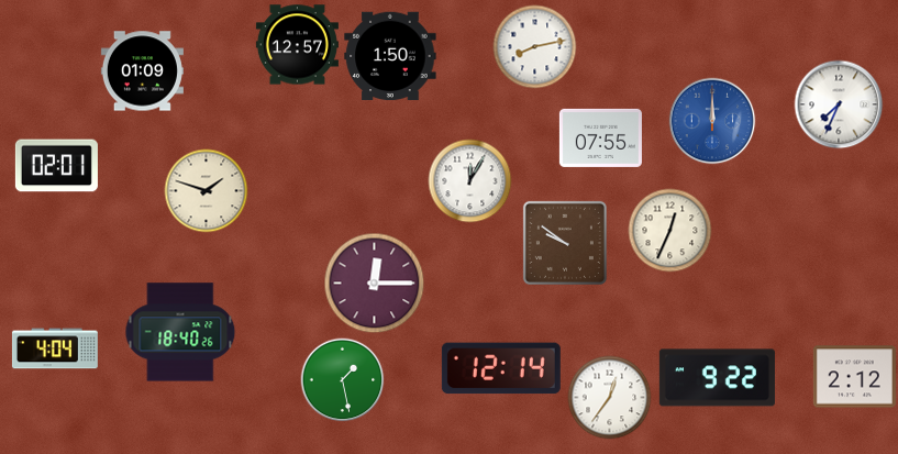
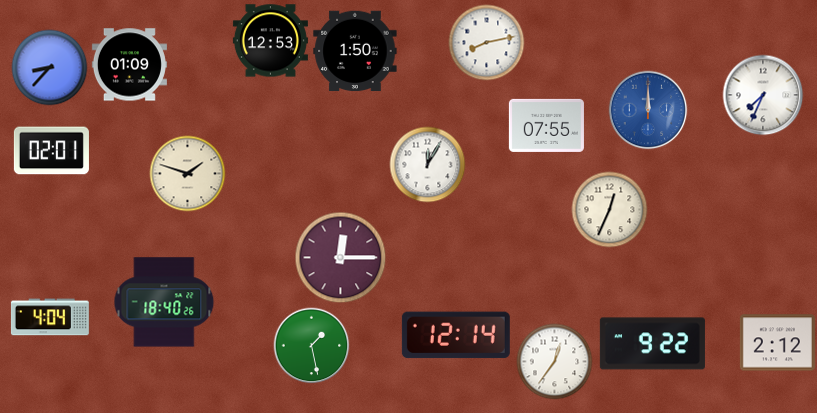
clock at (297, 45): 12:57 -> 12:53
clock at (50, 68): none -> 8:37
clock at (565, 243): 9:51 -> none
